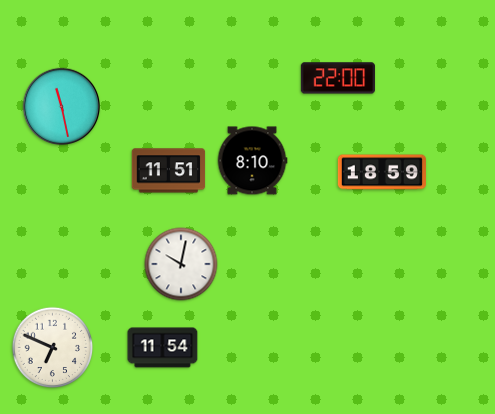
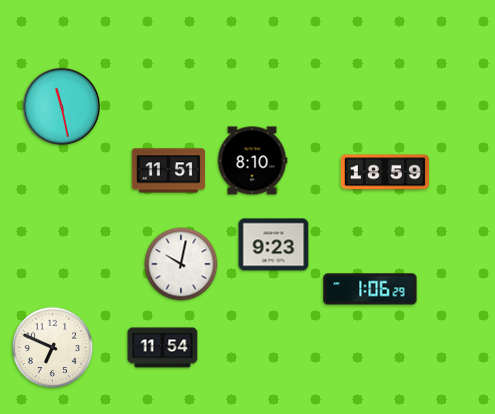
clock at (338, 78): 22:00 -> none
clock at (382, 172) position: (382, 172) -> (385, 172)
clock at (274, 245): none -> 9:23
clock at (370, 289): none -> 1:06
